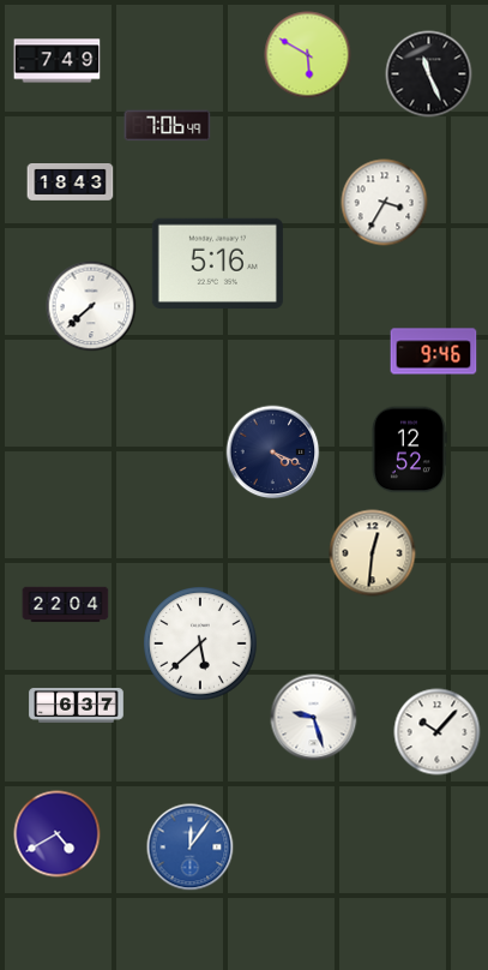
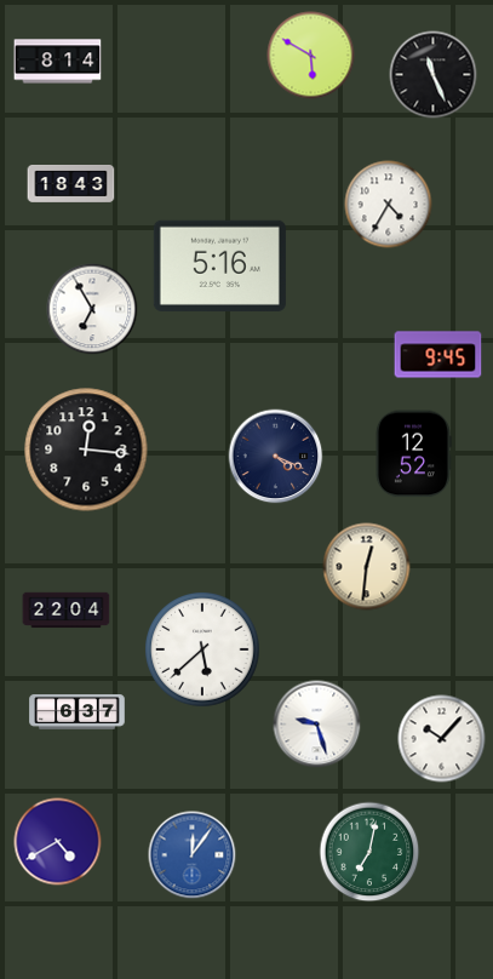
clock at (58, 61): 7:49 -> 8:14
clock at (168, 126): 7:06 -> none
clock at (385, 203): 3:35 -> 4:35
clock at (91, 306): 7:38 -> 6:55
clock at (434, 352): 9:46 -> 9:45
clock at (86, 450): none -> 12:16
clock at (373, 553) position: (373, 553) -> (367, 567)
clock at (369, 852): none -> 7:02
